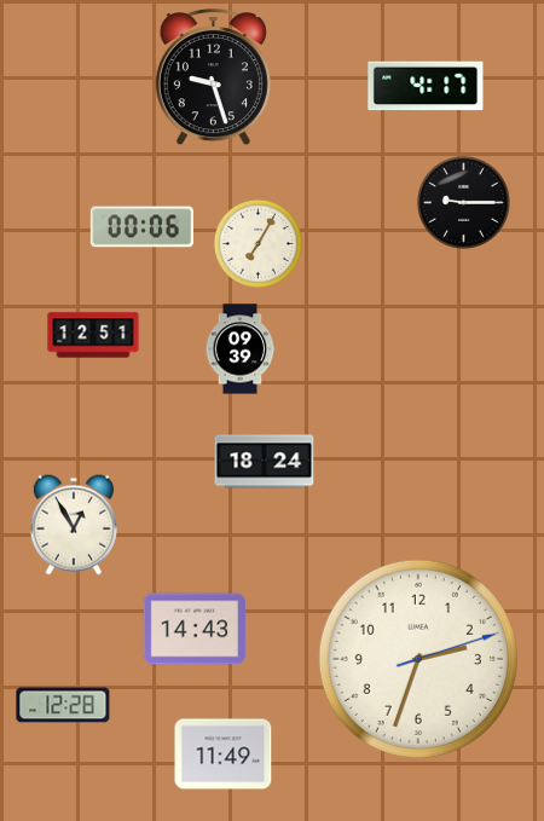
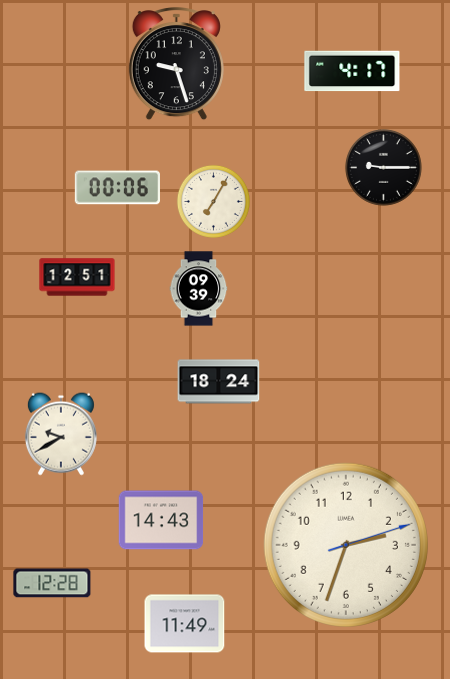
clock at (74, 525): 12:55 -> 9:40
